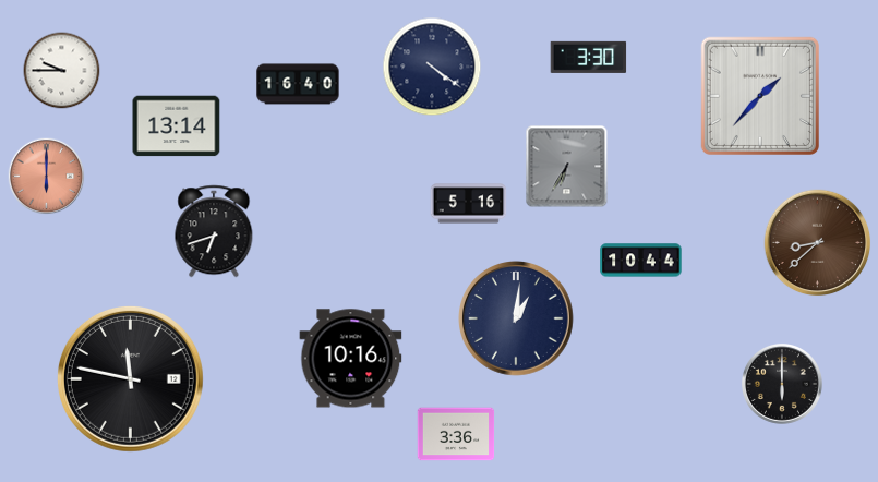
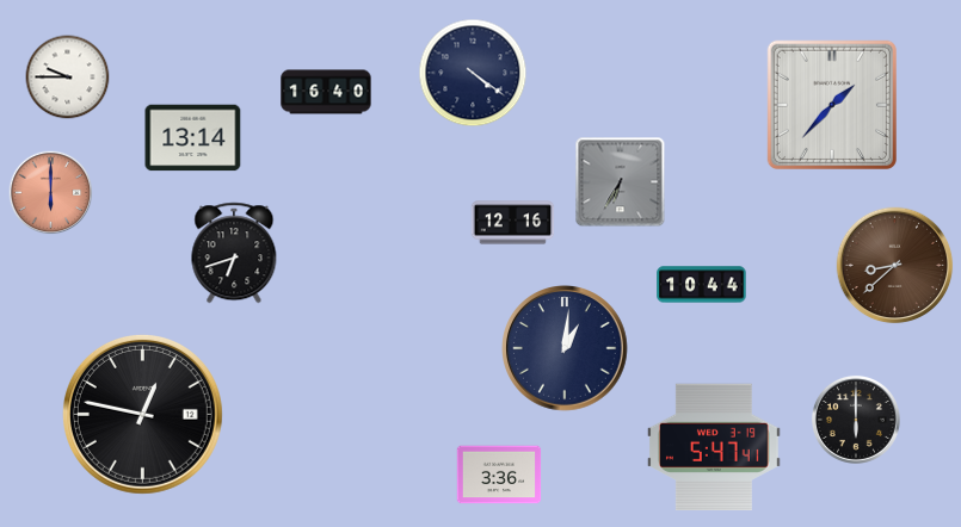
clock at (589, 57): 3:30 -> none
clock at (469, 204): 5:16 -> 12:16
clock at (351, 359): 10:16 -> none
clock at (130, 378): 11:47 -> 12:47
clock at (714, 446): none -> 5:47
